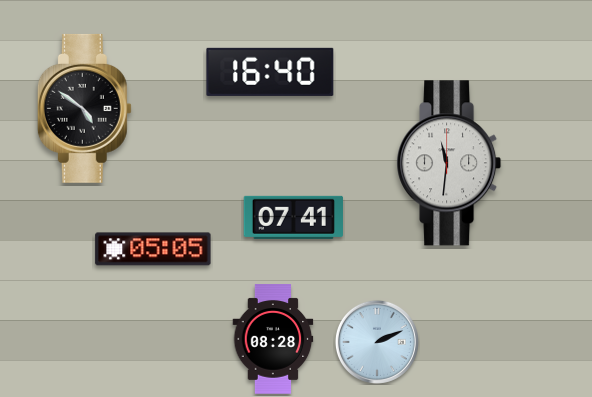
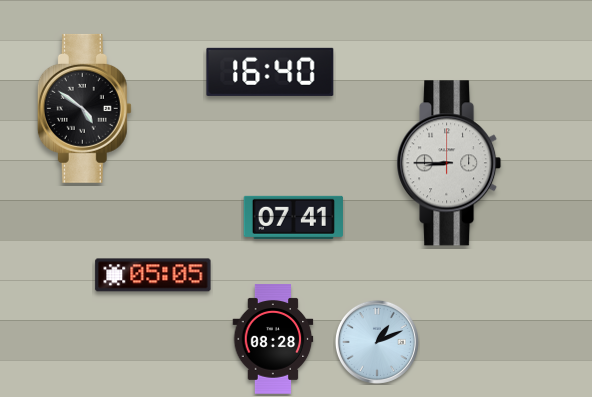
clock at (449, 163): 11:31 -> 8:45
clock at (153, 249) position: (153, 249) -> (153, 275)
clock at (377, 342): 2:11 -> 1:11
